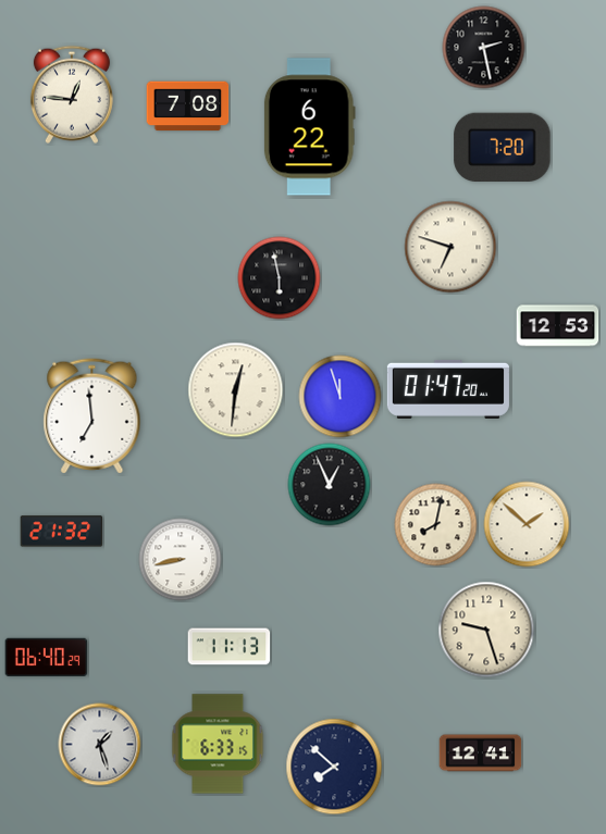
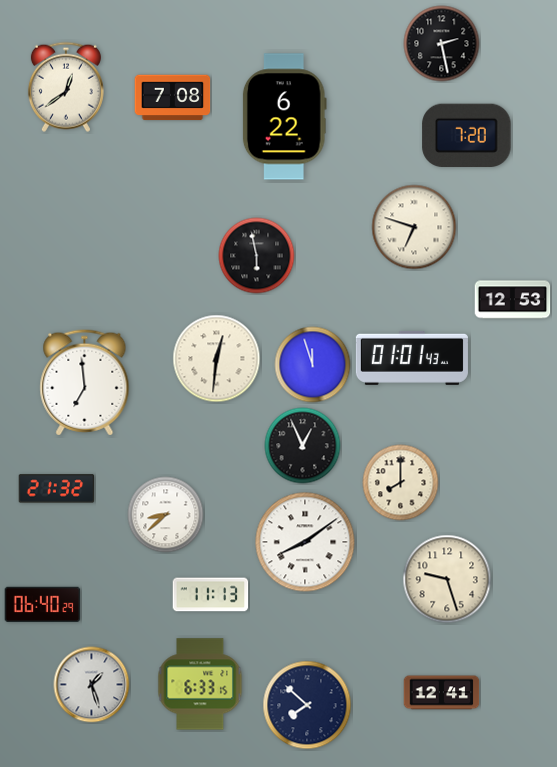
clock at (484, 48) position: (484, 48) -> (442, 44)
clock at (72, 95): 12:46 -> 12:39
clock at (503, 148) position: (503, 148) -> (467, 136)
clock at (448, 389): 01:47 -> 01:01
clock at (527, 524): 1:52 -> none
clock at (436, 525): 8:02 -> 8:00
clock at (181, 560): 8:43 -> 8:38
clock at (305, 542): none -> 8:09
